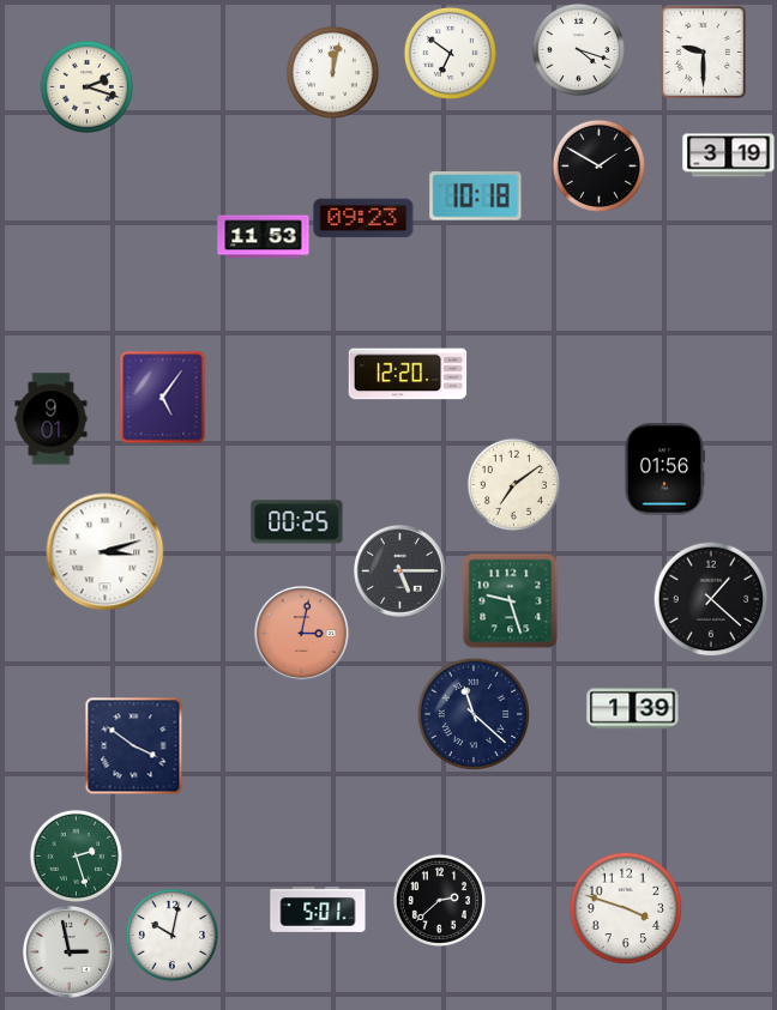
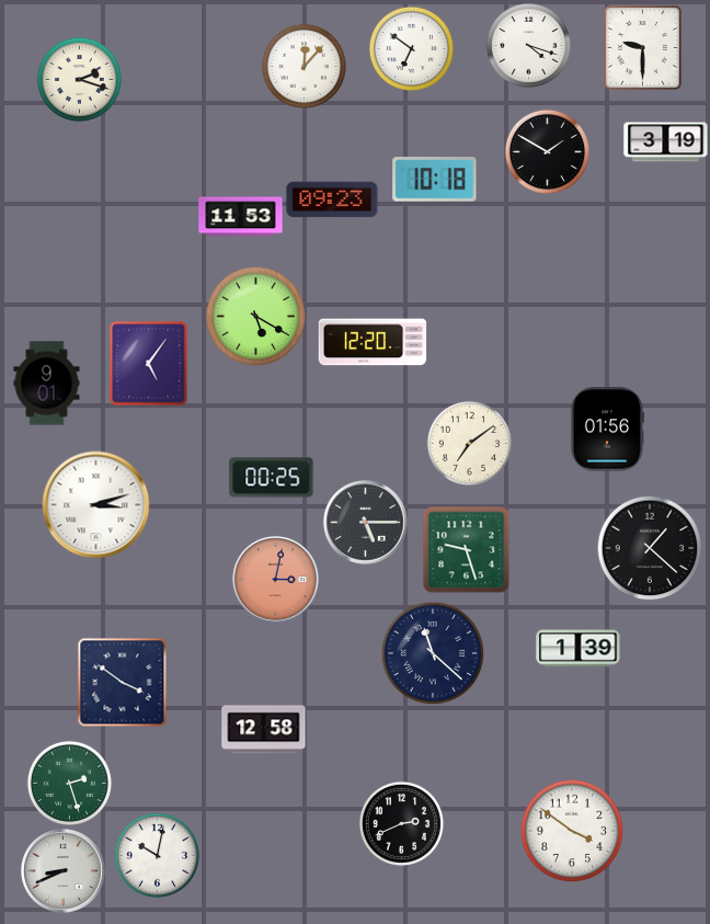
clock at (332, 72): 12:02 -> 12:07
clock at (255, 316): none -> 5:20
clock at (264, 730): none -> 12:58
clock at (439, 900): 2:38 -> 2:41
clock at (626, 908): 3:48 -> 3:51
clock at (318, 911): 5:01 -> none
clock at (70, 952): 2:58 -> 8:41
